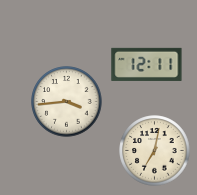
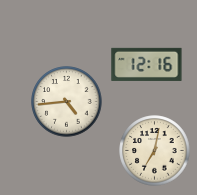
clock at (147, 64): 12:11 -> 12:16
clock at (67, 102): 3:44 -> 4:44
